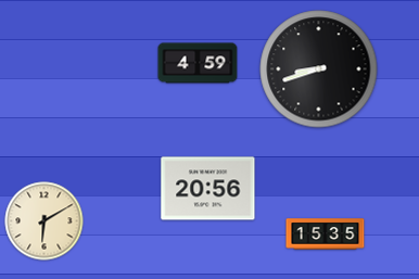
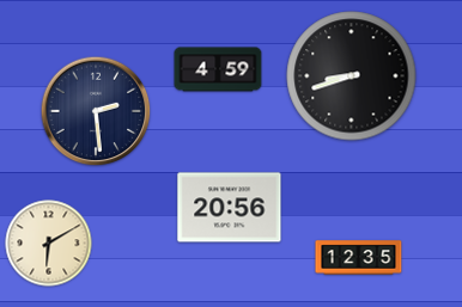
clock at (96, 111): none -> 2:29
clock at (326, 234): 15:35 -> 12:35
